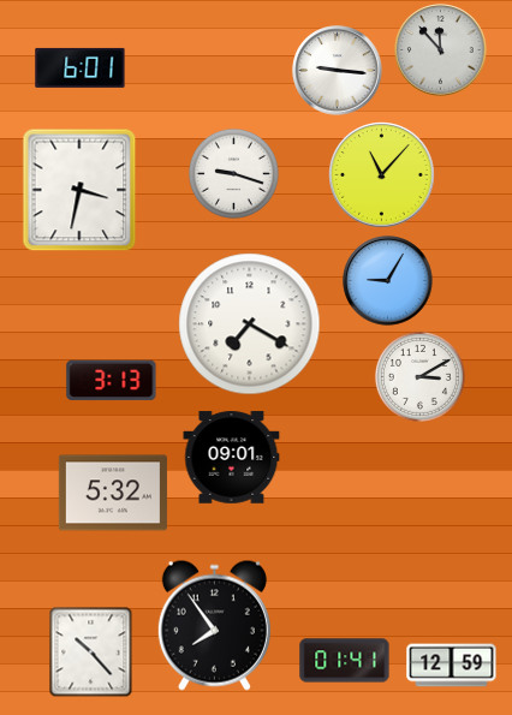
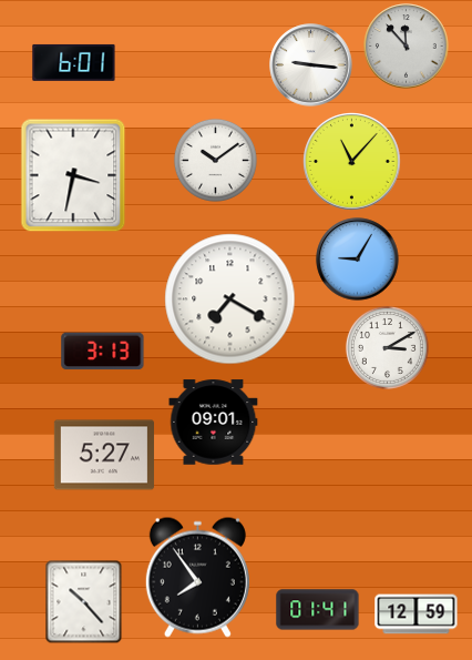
clock at (233, 173): 9:18 -> 10:09
clock at (113, 493): 5:32 -> 5:27
